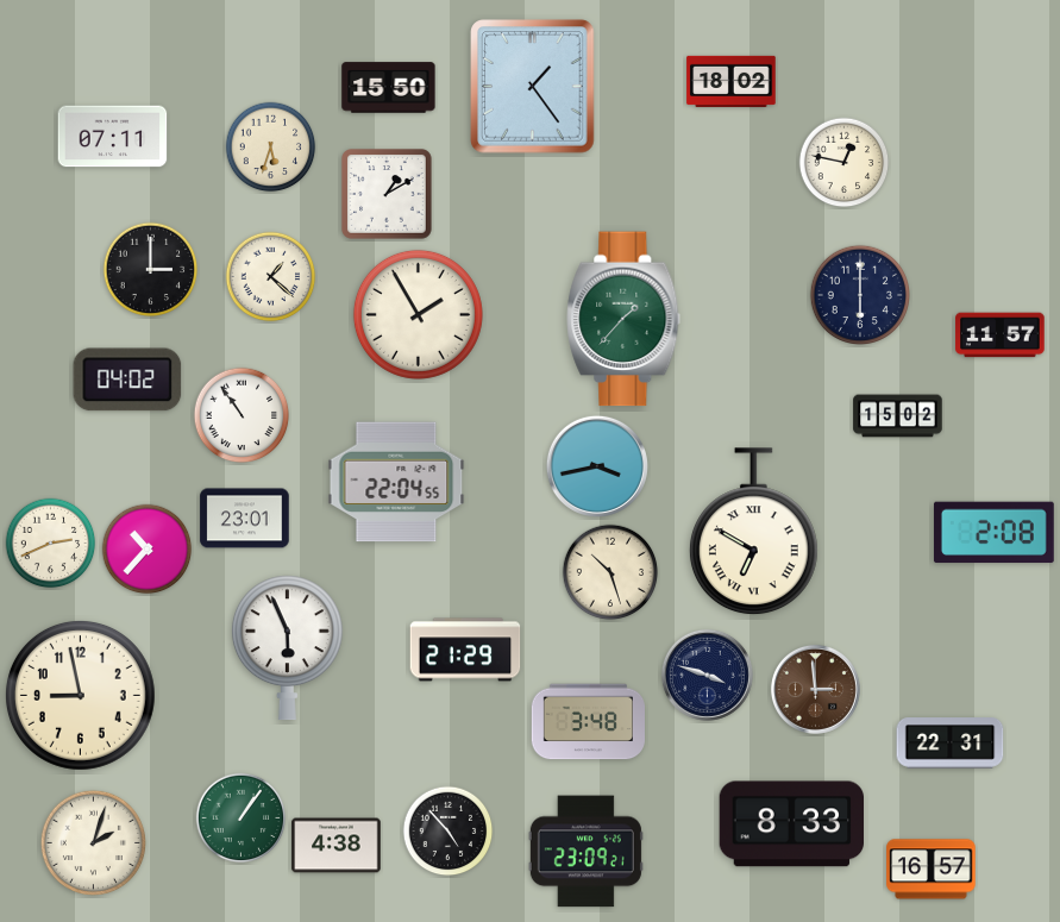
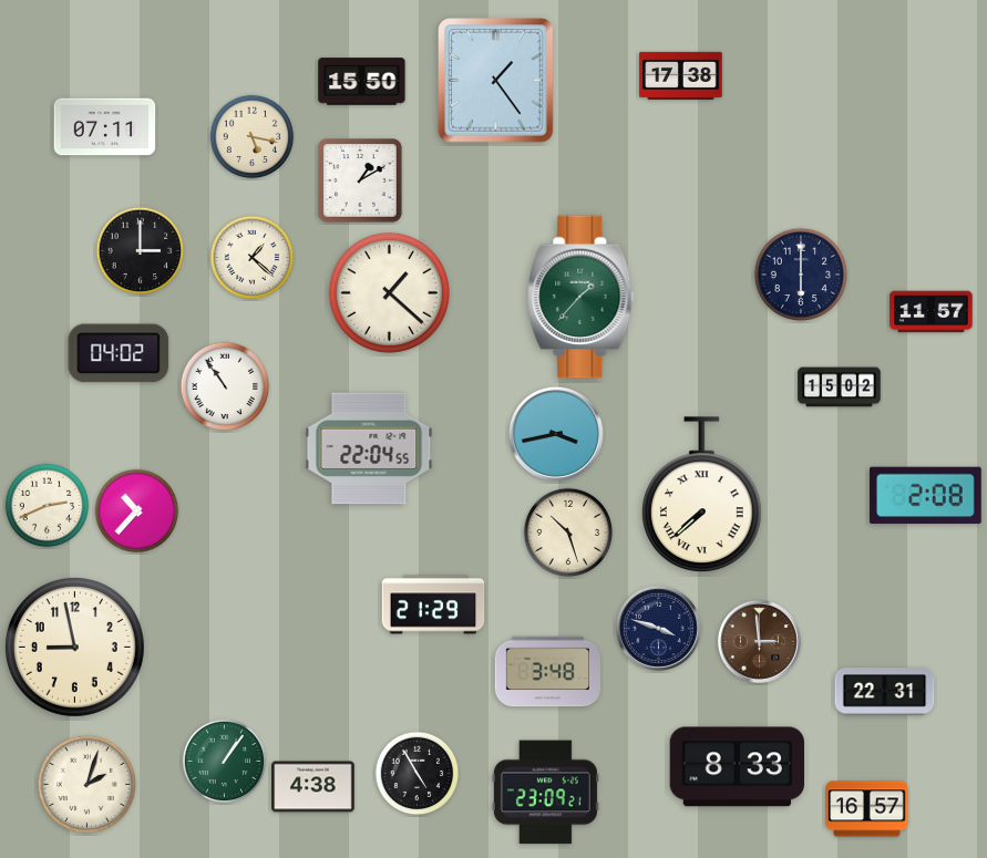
clock at (732, 81): 18:02 -> 17:38
clock at (271, 148): 5:33 -> 5:17
clock at (845, 163): 12:47 -> none
clock at (418, 314): 1:55 -> 1:22
clock at (898, 416) position: (898, 416) -> (840, 387)
clock at (245, 519): 23:01 -> none
clock at (753, 532): 6:50 -> 7:38
clock at (287, 648): 5:56 -> none
clock at (449, 832): 4:53 -> 4:55
